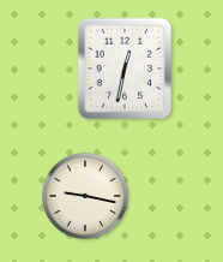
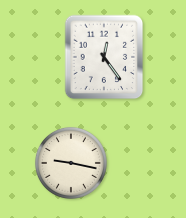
clock at (125, 69): 12:32 -> 12:24
